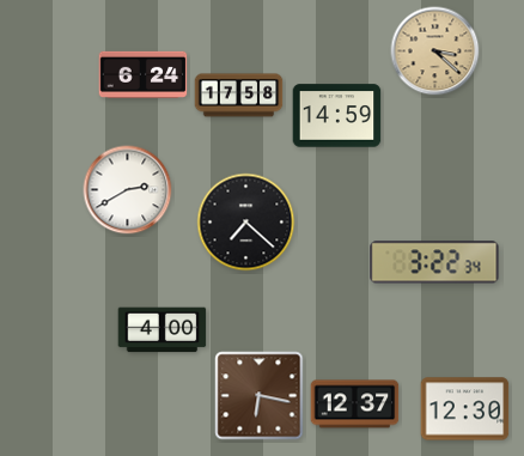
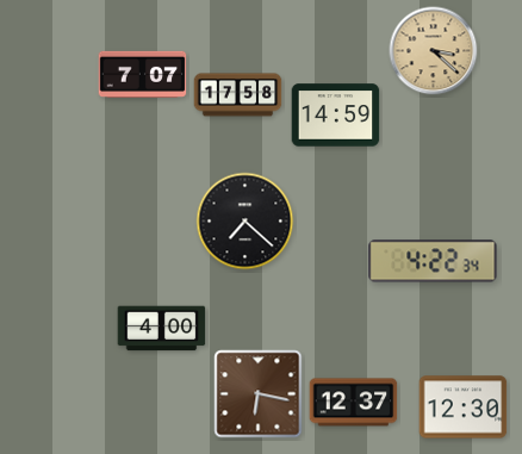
clock at (144, 74): 6:24 -> 7:07
clock at (128, 190): 2:40 -> none
clock at (434, 262): 3:22 -> 4:22
